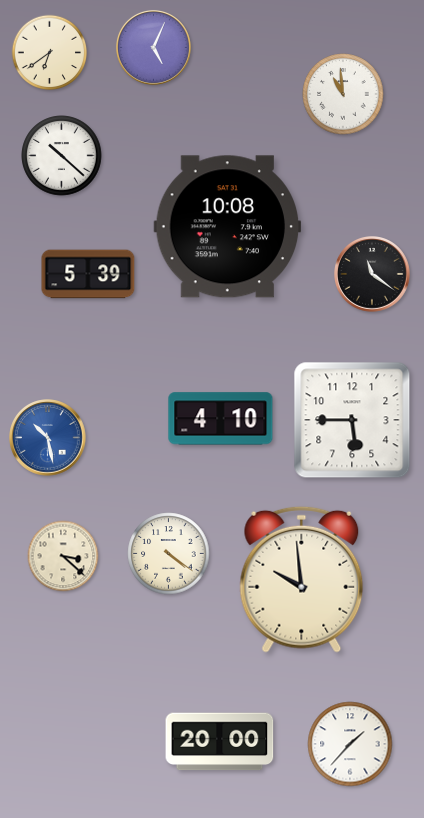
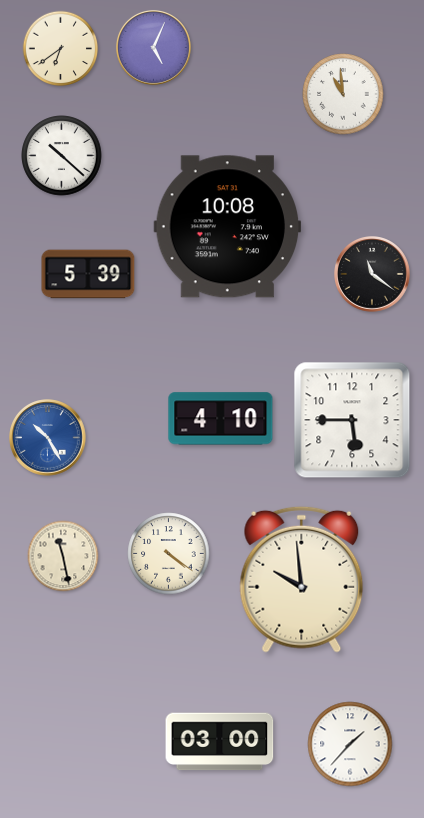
clock at (50, 53) position: (50, 53) -> (61, 49)
clock at (48, 438): 10:28 -> 10:25
clock at (63, 556): 3:22 -> 11:28
clock at (220, 742): 20:00 -> 03:00
